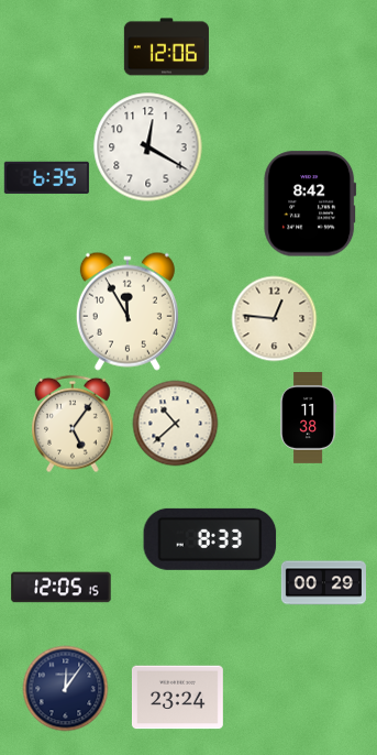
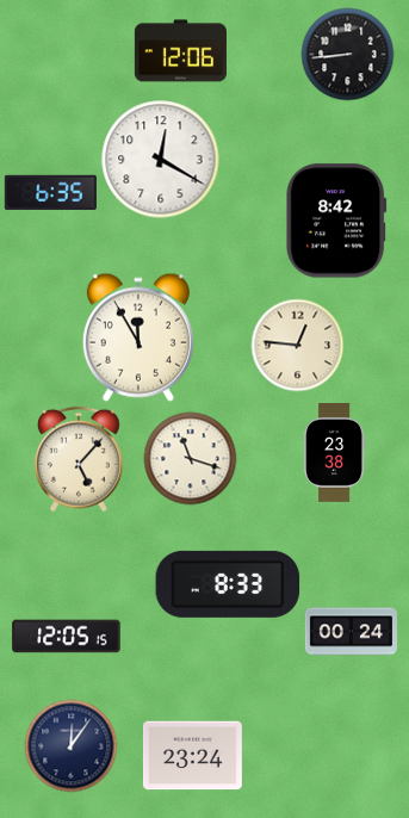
clock at (347, 54): none -> 8:44
clock at (308, 418): 11:38 -> 23:38
clock at (175, 423): 10:38 -> 11:18
clock at (74, 424): 5:06 -> 5:07
clock at (323, 583): 00:29 -> 00:24
